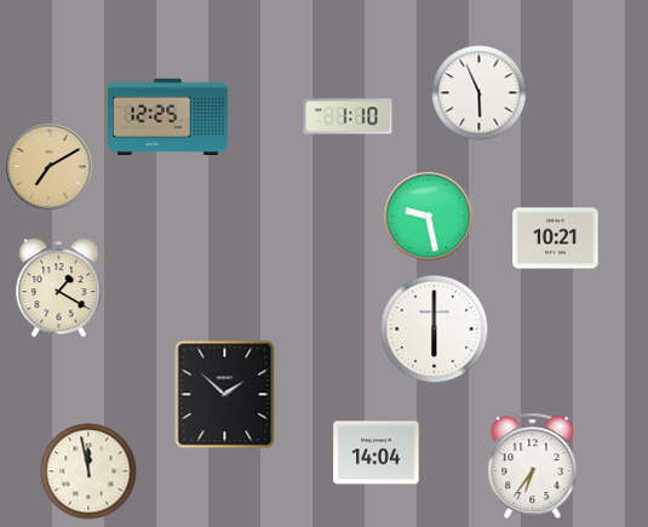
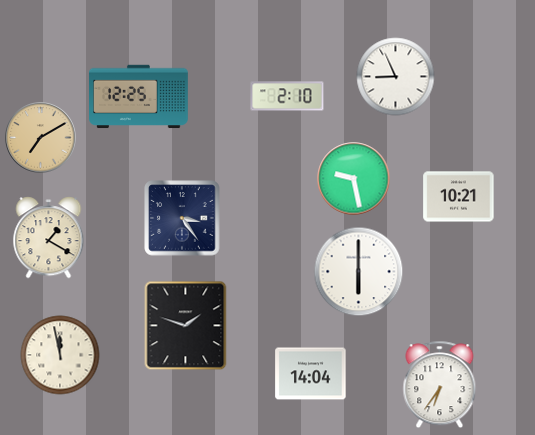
clock at (480, 93): 5:56 -> 8:56
clock at (348, 116): 1:10 -> 2:10
clock at (182, 218): none -> 3:24
clock at (225, 395): 1:52 -> 1:48
clock at (88, 471) position: (88, 471) -> (60, 355)
